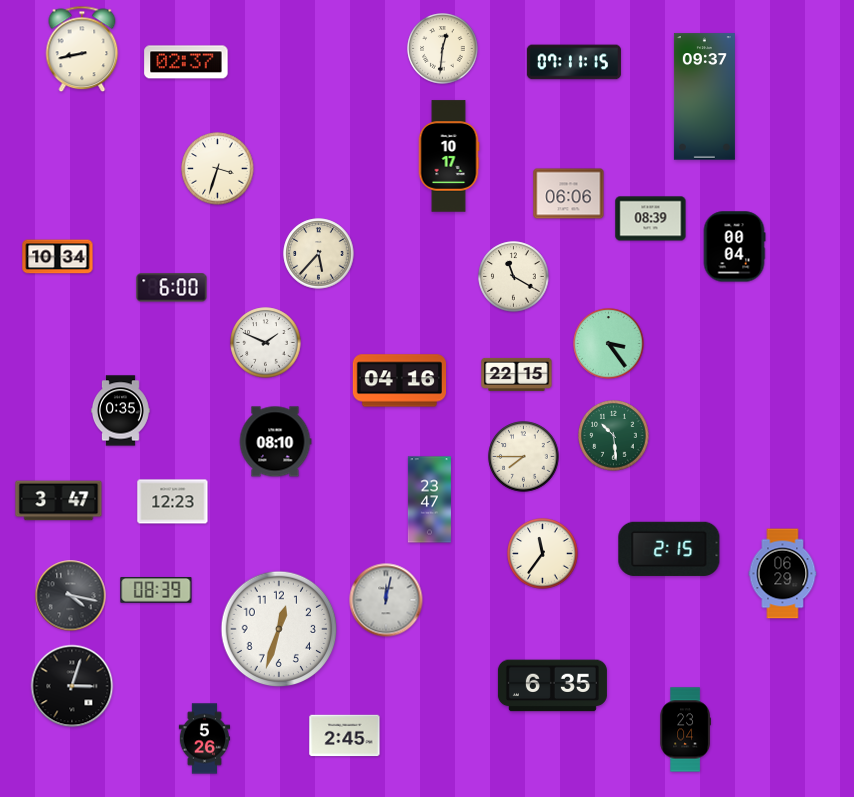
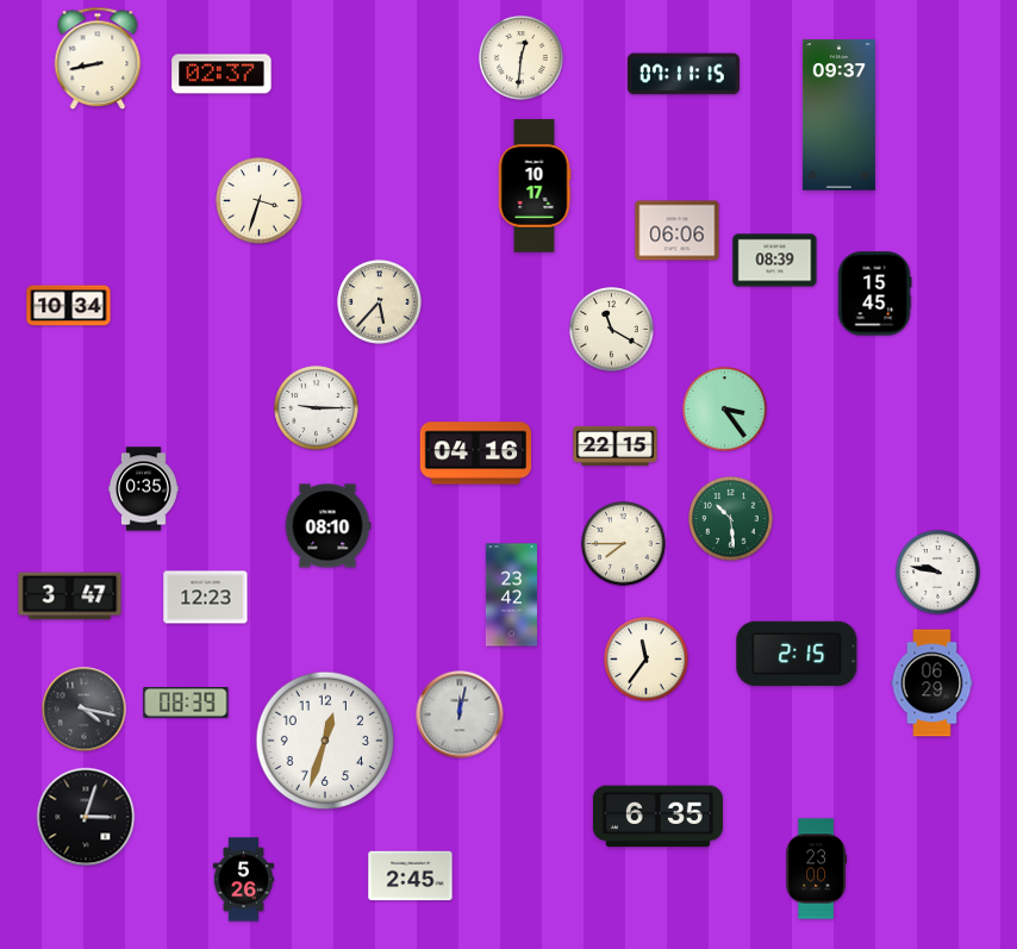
clock at (443, 49) position: (443, 49) -> (522, 58)
clock at (734, 247): 00:04 -> 15:45
clock at (172, 288): 6:00 -> none
clock at (266, 343): 1:49 -> 9:15
clock at (938, 573): none -> 9:47
clock at (429, 500): 23:47 -> 23:42
clock at (279, 629) position: (279, 629) -> (325, 741)
clock at (685, 730): 23:04 -> 23:00
